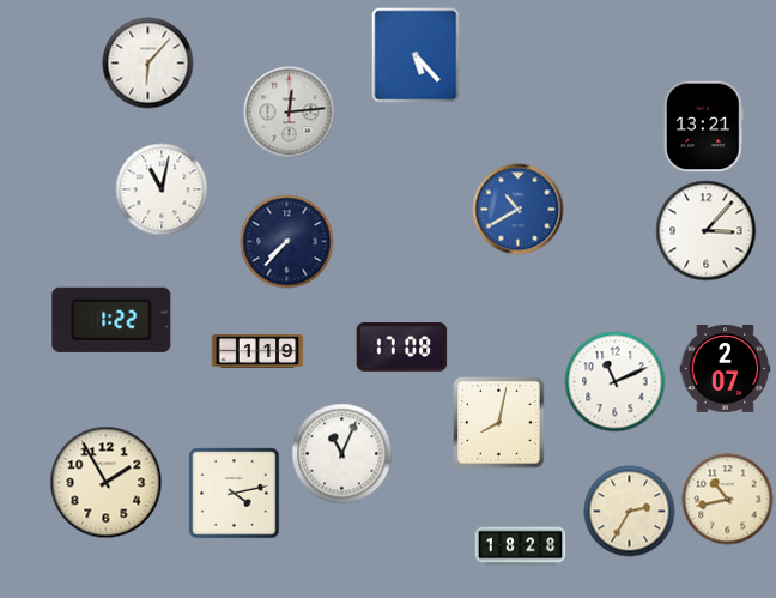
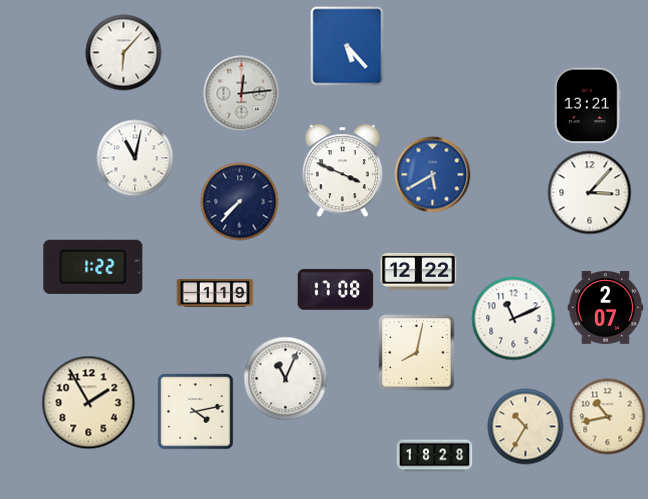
clock at (342, 171): none -> 3:49
clock at (519, 210): 10:40 -> 5:40
clock at (419, 271): none -> 12:22
clock at (630, 512): 2:35 -> 10:35
